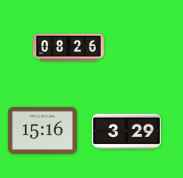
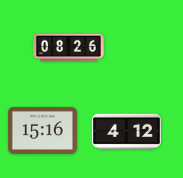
clock at (126, 132): 3:29 -> 4:12
